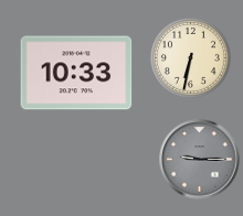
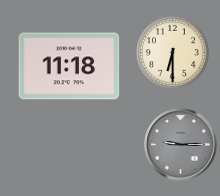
clock at (190, 57): 6:32 -> 6:30
clock at (76, 73): 10:33 -> 11:18
